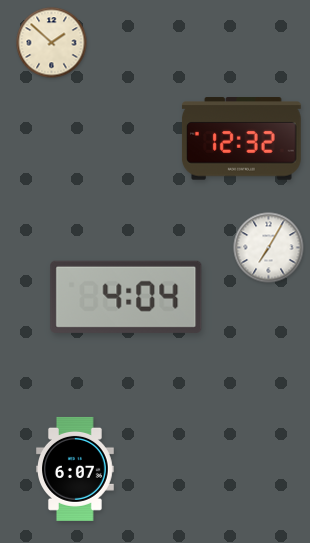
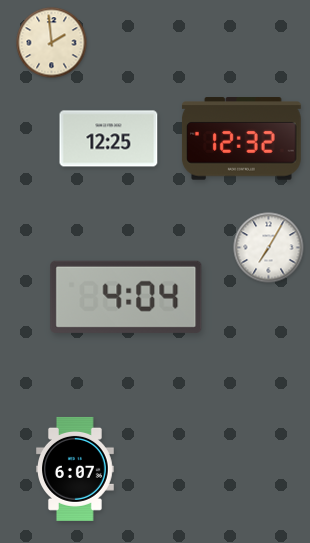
clock at (52, 43): 1:52 -> 1:59
clock at (109, 139): none -> 12:25
